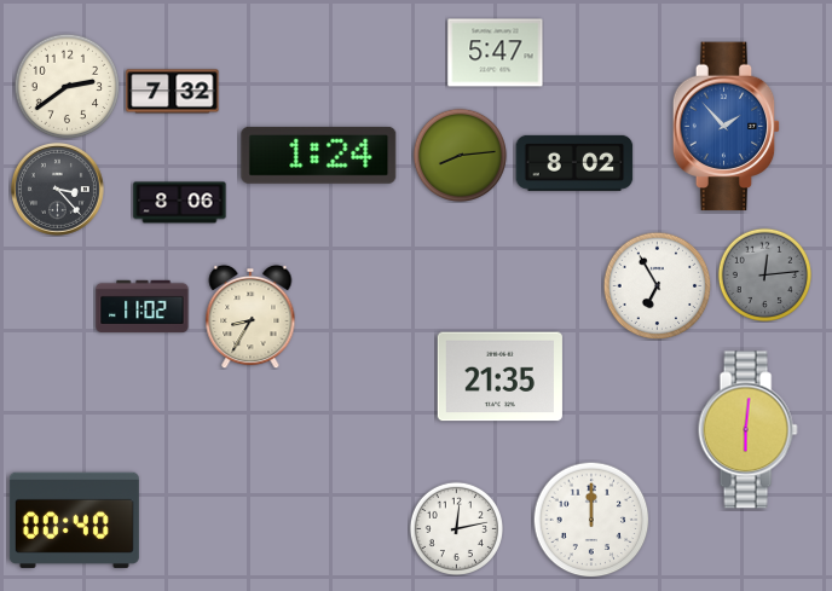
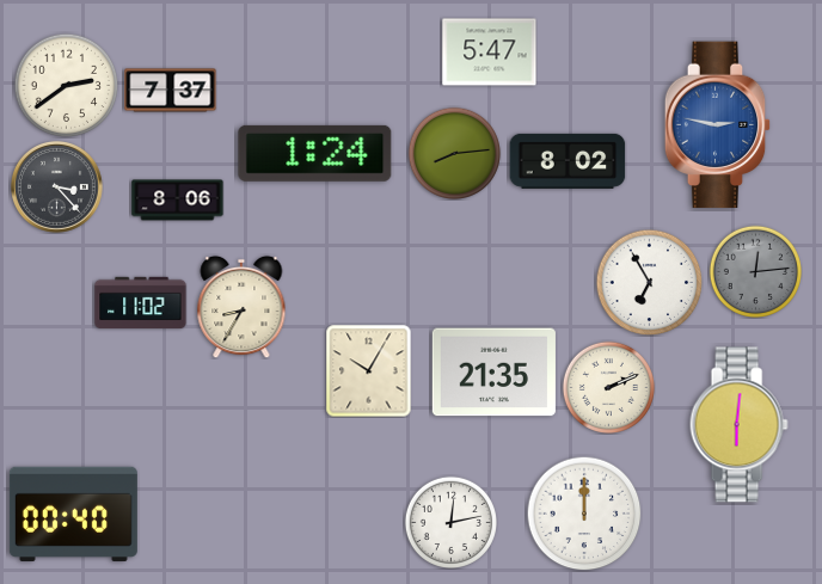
clock at (173, 92): 7:32 -> 7:37
clock at (727, 127): 1:53 -> 2:47
clock at (250, 317) position: (250, 317) -> (241, 307)
clock at (369, 370): none -> 10:05
clock at (608, 387): none -> 2:11
